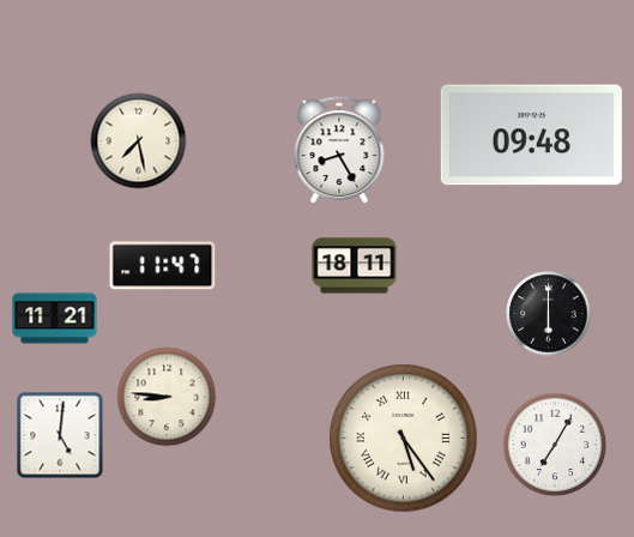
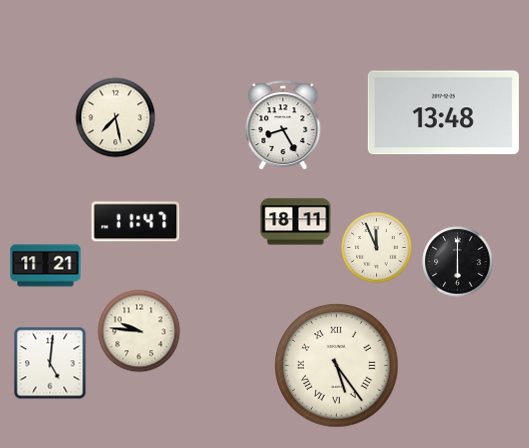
clock at (531, 135): 09:48 -> 13:48
clock at (377, 248): none -> 11:56
clock at (167, 397): 8:46 -> 9:46
clock at (555, 445): 7:05 -> none
